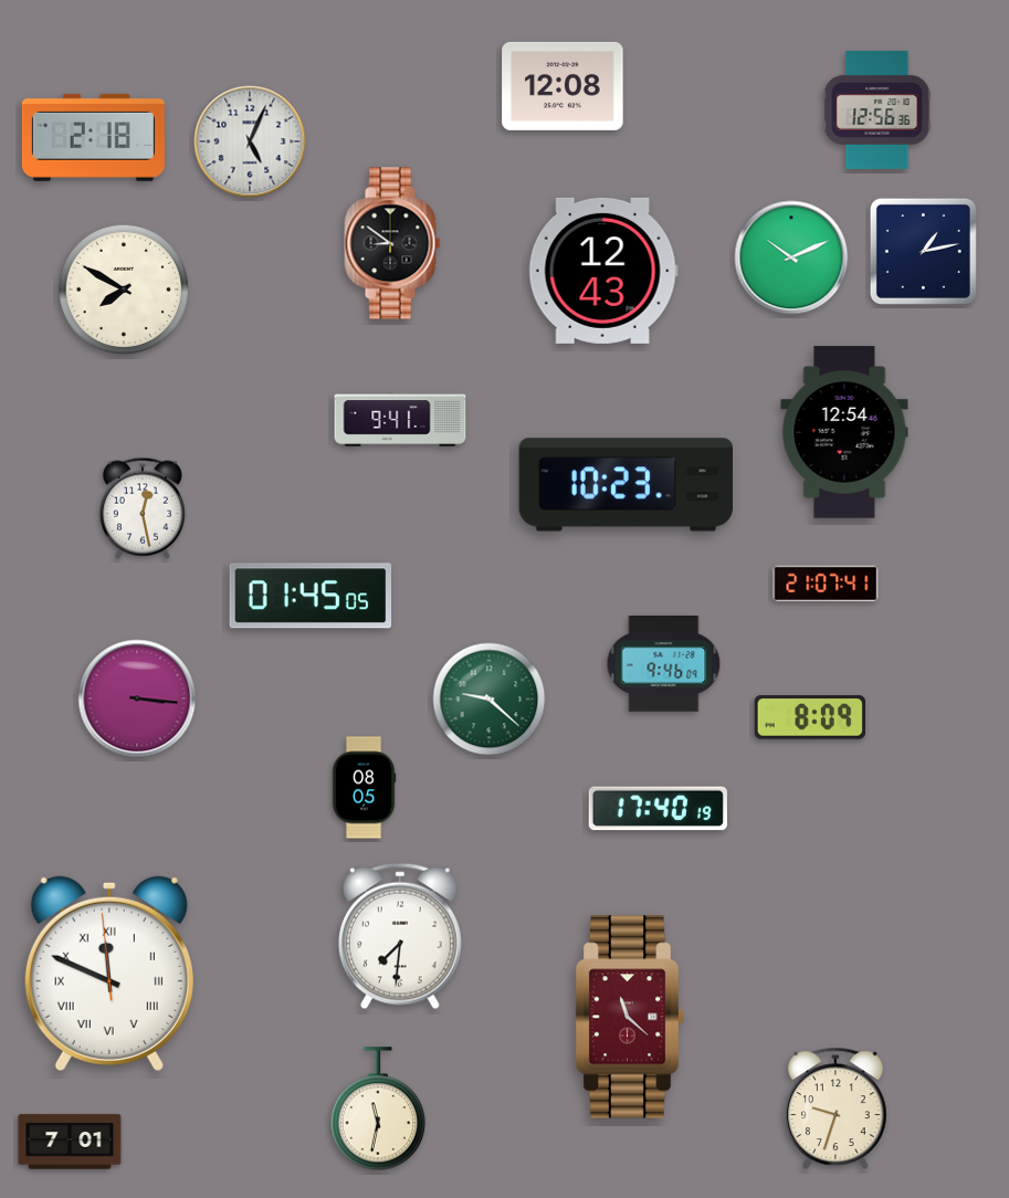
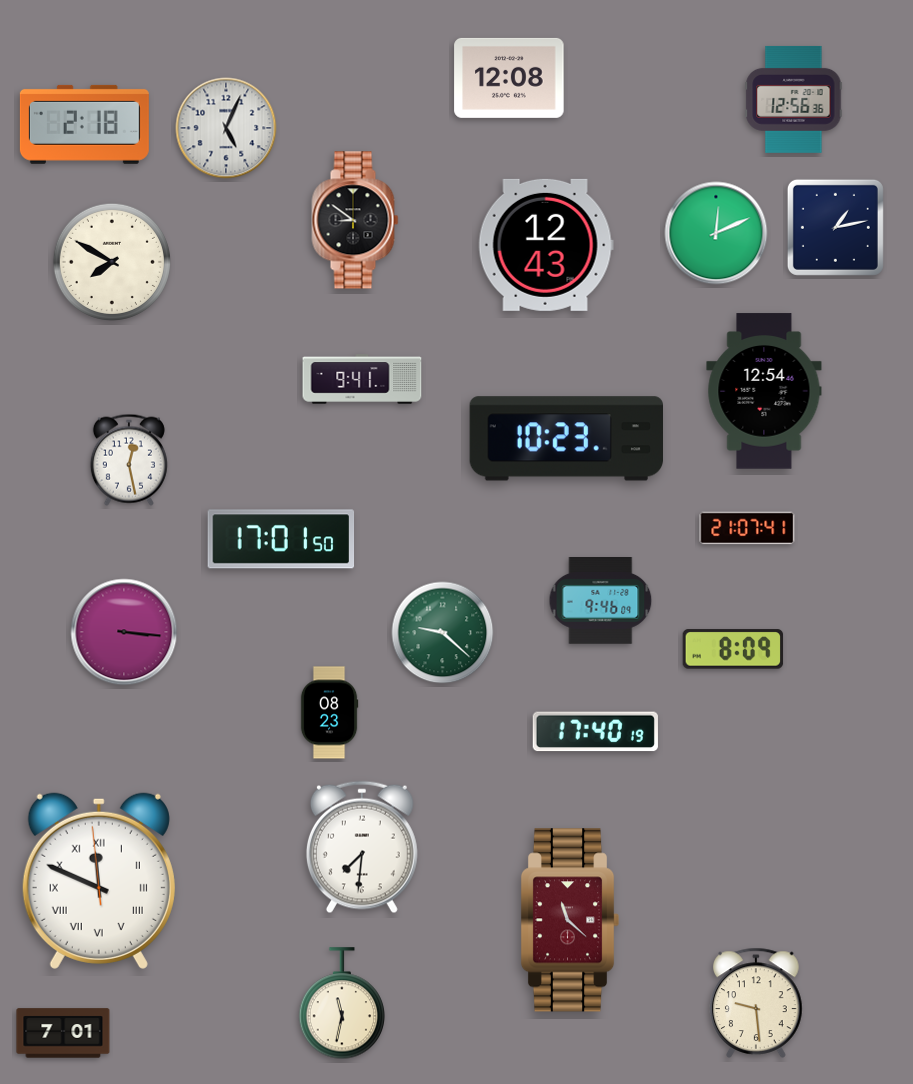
clock at (791, 258): 10:11 -> 12:11
clock at (311, 596): 01:45 -> 17:01
clock at (364, 788): 08:05 -> 08:23
clock at (837, 1108): 9:33 -> 9:29
